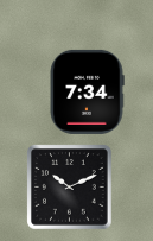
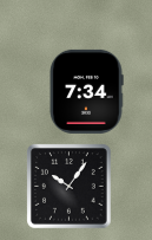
clock at (70, 188): 10:11 -> 10:06
